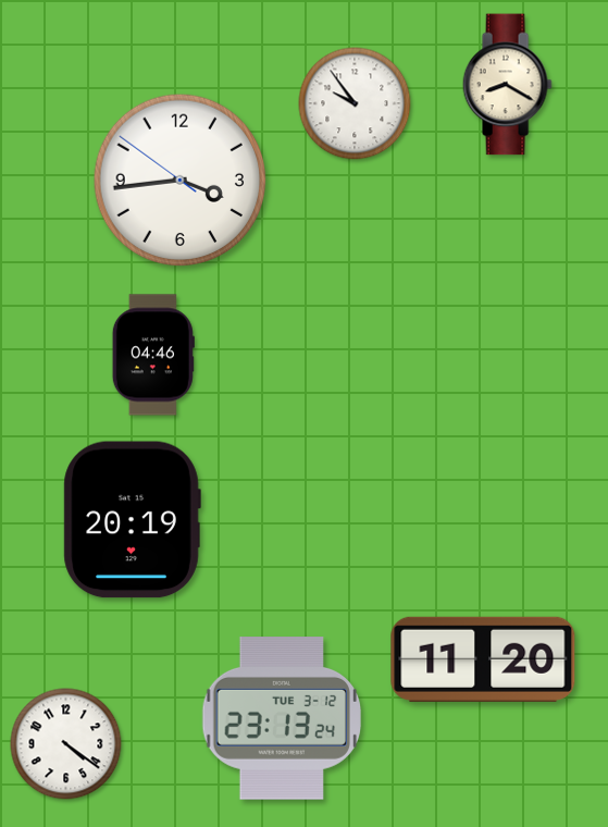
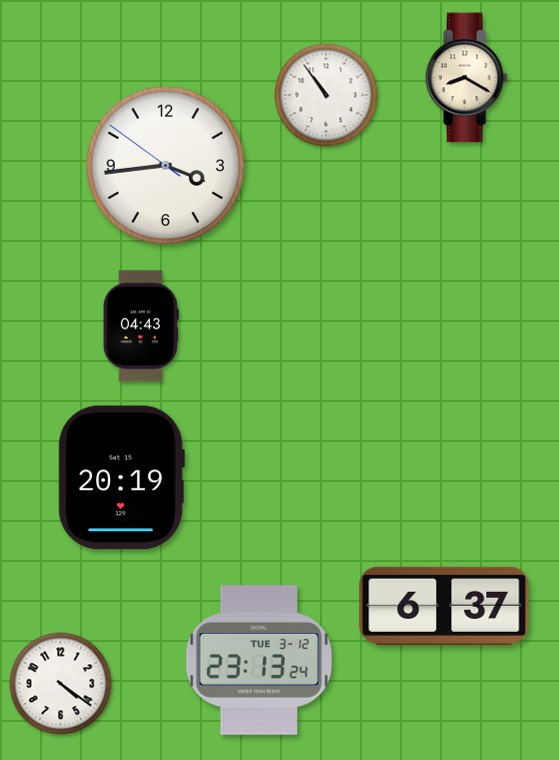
clock at (355, 103): 9:54 -> 10:54
clock at (153, 355): 04:46 -> 04:43
clock at (483, 659): 11:20 -> 6:37
